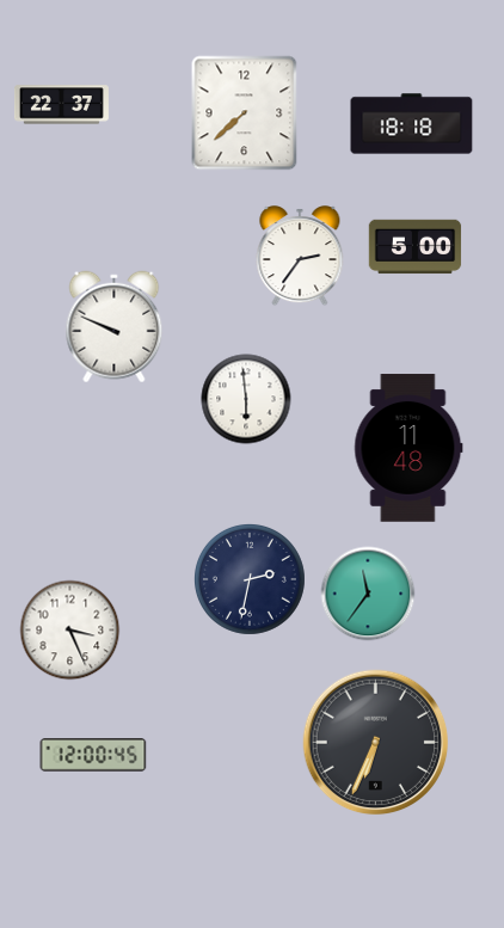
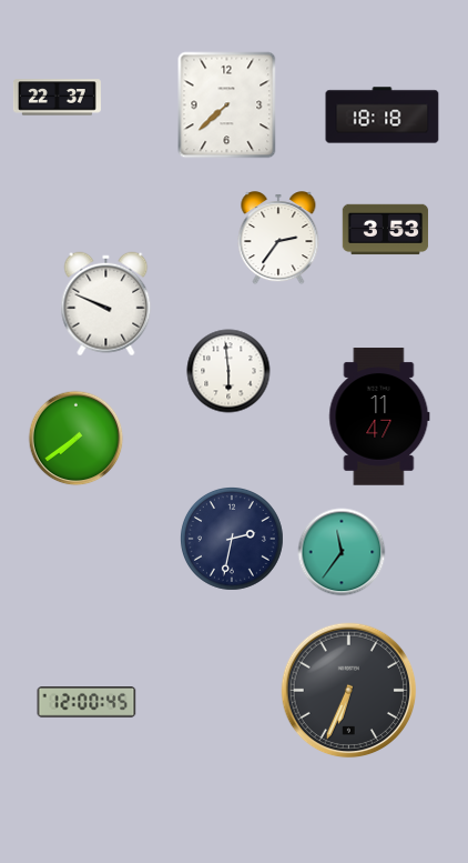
clock at (416, 247): 5:00 -> 3:53
clock at (408, 448): 11:48 -> 11:47
clock at (77, 439): none -> 7:39
clock at (70, 631): 3:26 -> none
